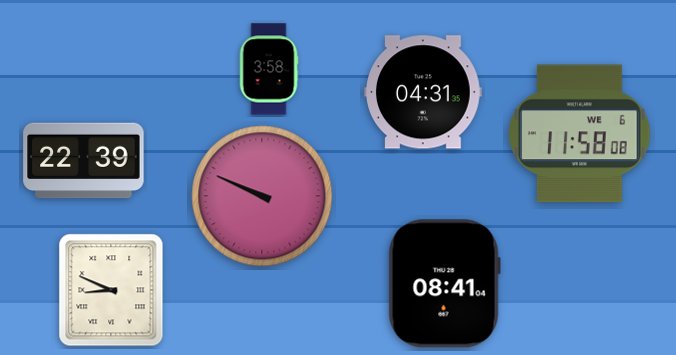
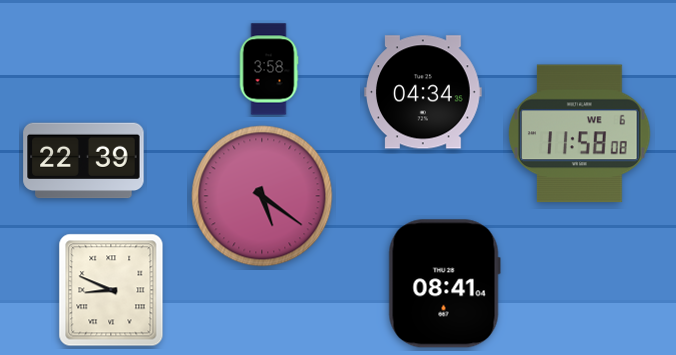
clock at (424, 92): 04:31 -> 04:34
clock at (262, 196): 9:49 -> 5:21
